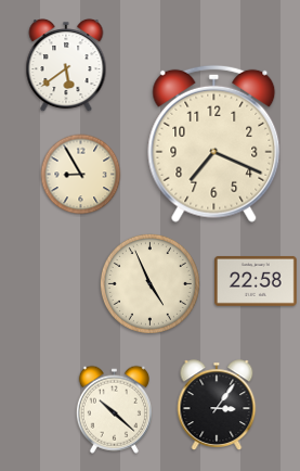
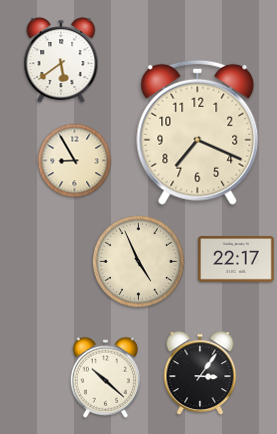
clock at (256, 281): 22:58 -> 22:17
